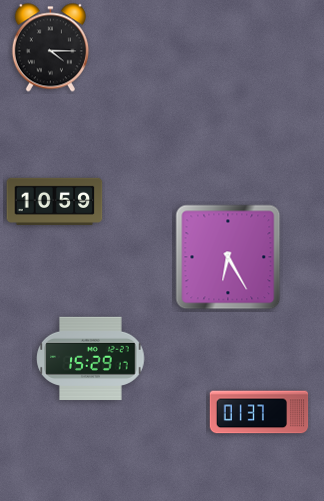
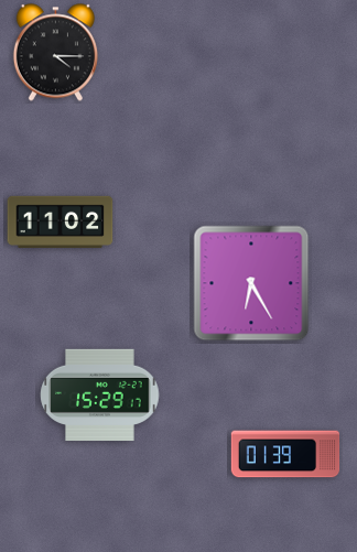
clock at (55, 201): 10:59 -> 11:02
clock at (259, 412): 01:37 -> 01:39
